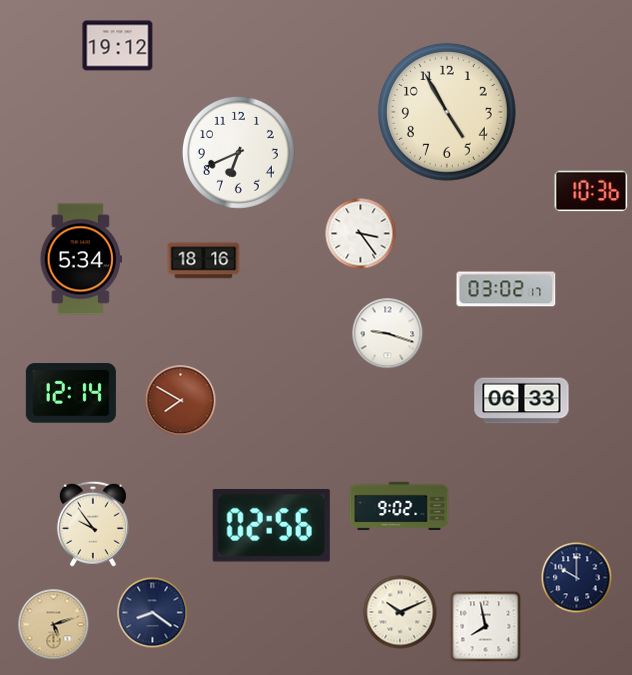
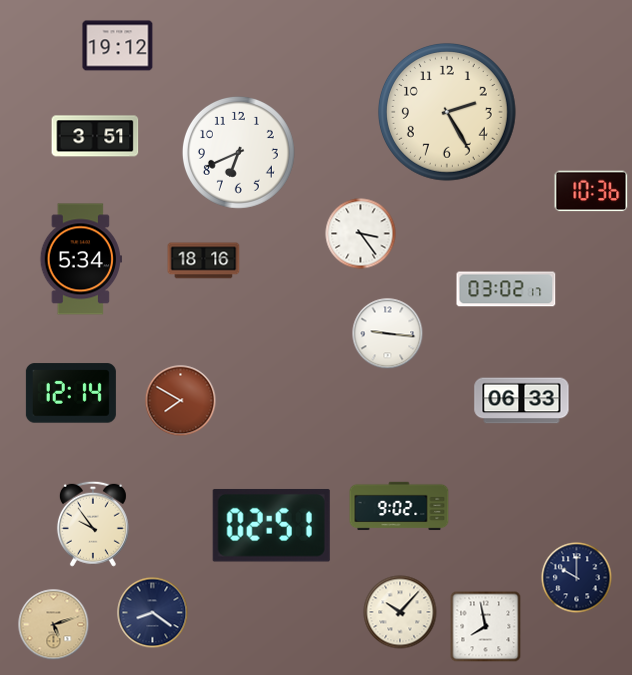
clock at (447, 112): 4:55 -> 2:25
clock at (95, 136): none -> 3:51
clock at (388, 334): 9:18 -> 9:16
clock at (271, 525): 02:56 -> 02:51
clock at (400, 612): 10:11 -> 10:07
